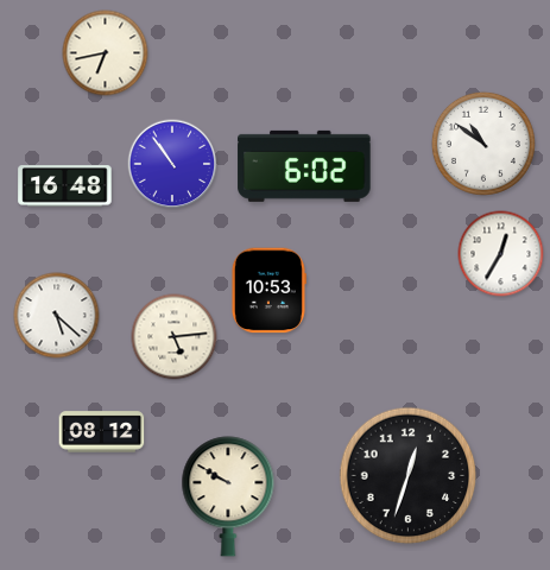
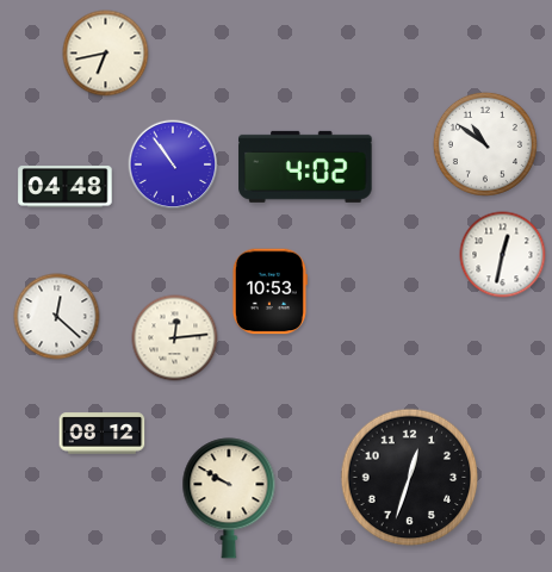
clock at (304, 166): 6:02 -> 4:02
clock at (65, 186): 16:48 -> 04:48
clock at (501, 254): 12:35 -> 12:32
clock at (57, 316): 5:22 -> 12:22
clock at (175, 337): 5:14 -> 12:14
